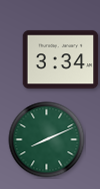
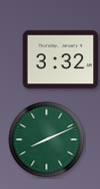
clock at (61, 60): 3:34 -> 3:32
